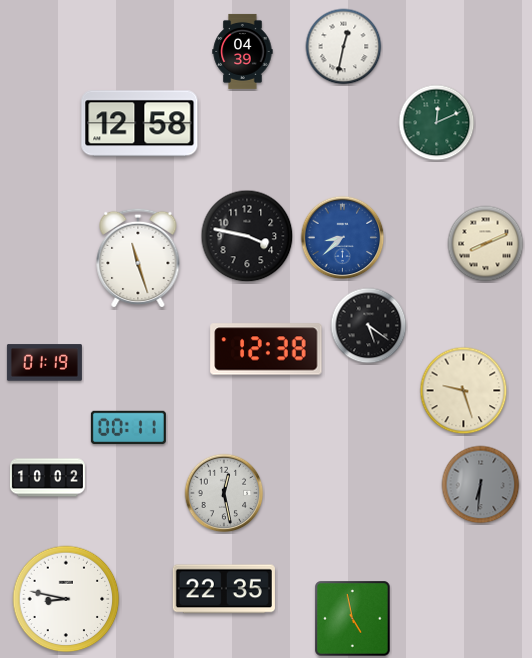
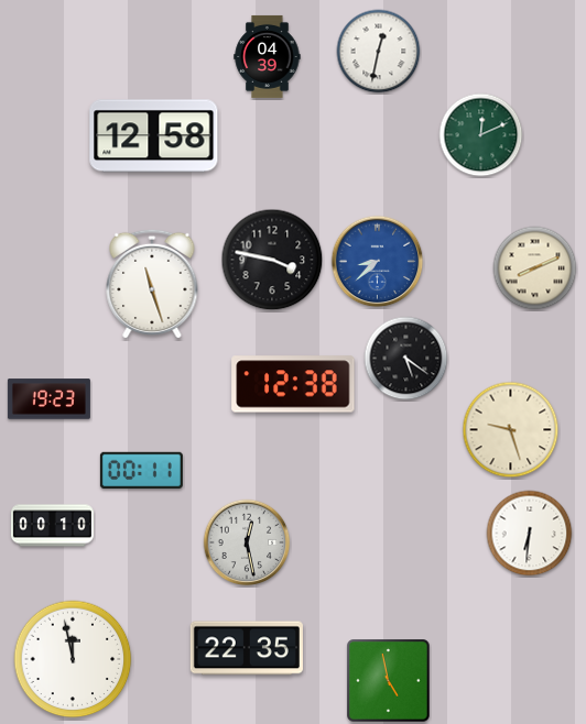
clock at (44, 363): 01:19 -> 19:23
clock at (47, 478): 10:02 -> 00:10
clock at (481, 485) dial: grey -> white
clock at (66, 599): 8:47 -> 11:58
